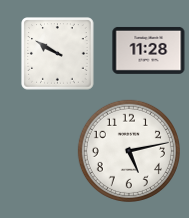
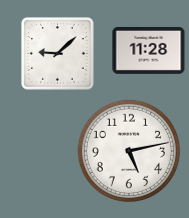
clock at (58, 54): 9:50 -> 9:08
